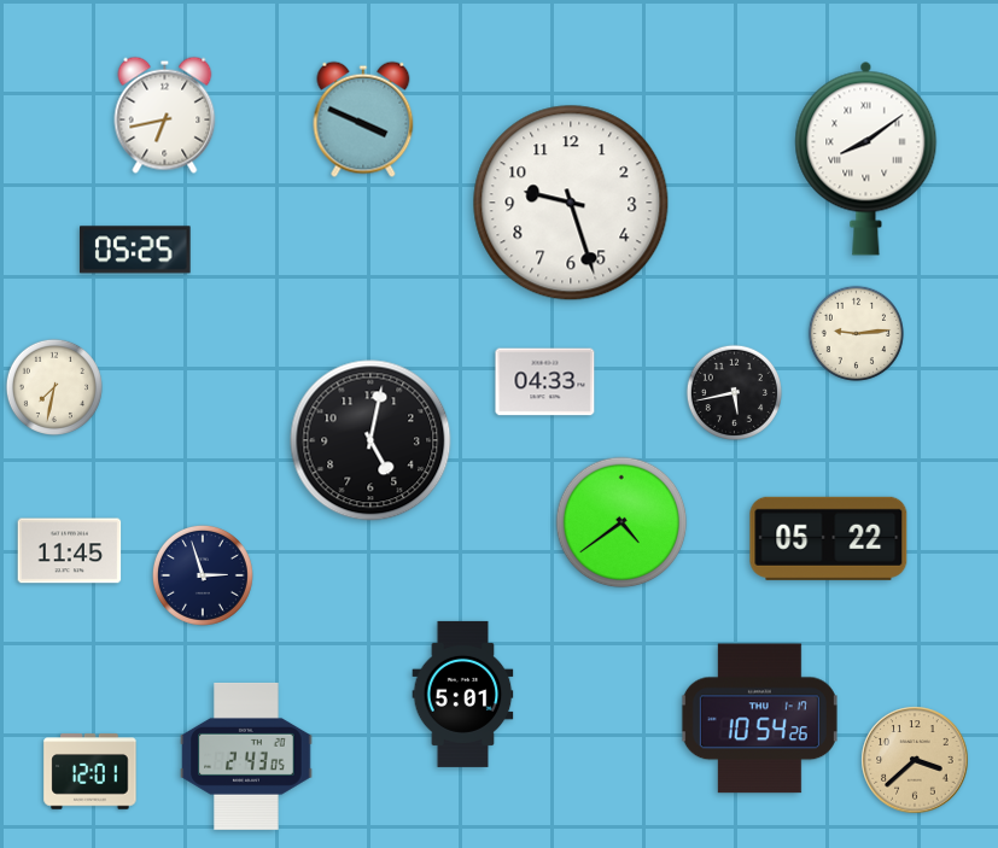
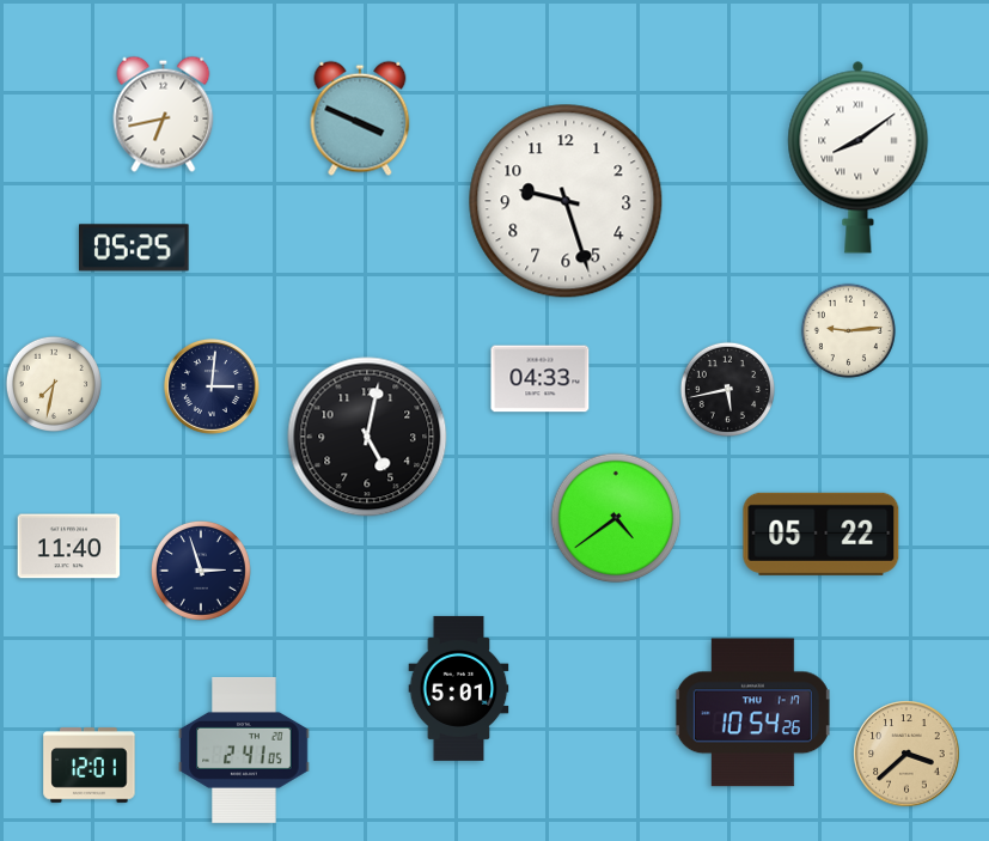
clock at (212, 386): none -> 3:01
clock at (70, 551): 11:45 -> 11:40
clock at (246, 756): 2:43 -> 2:41
